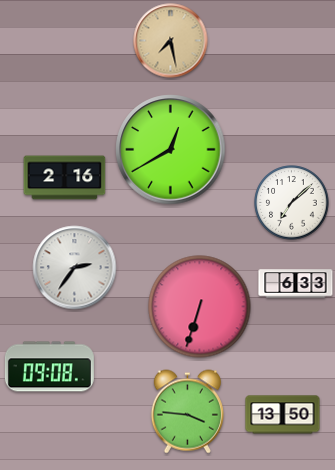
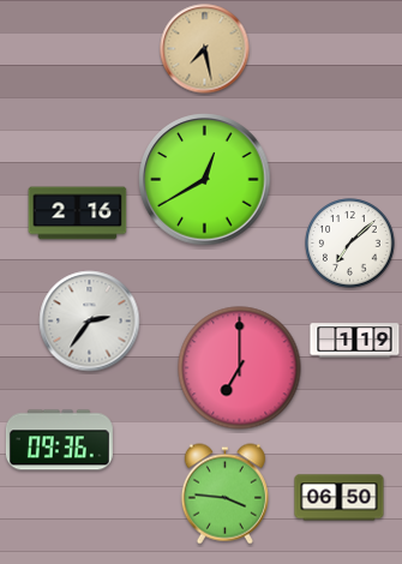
clock at (296, 284): 6:33 -> 1:19
clock at (200, 307): 6:33 -> 7:00
clock at (49, 367): 09:08 -> 09:36
clock at (283, 415): 13:50 -> 06:50
